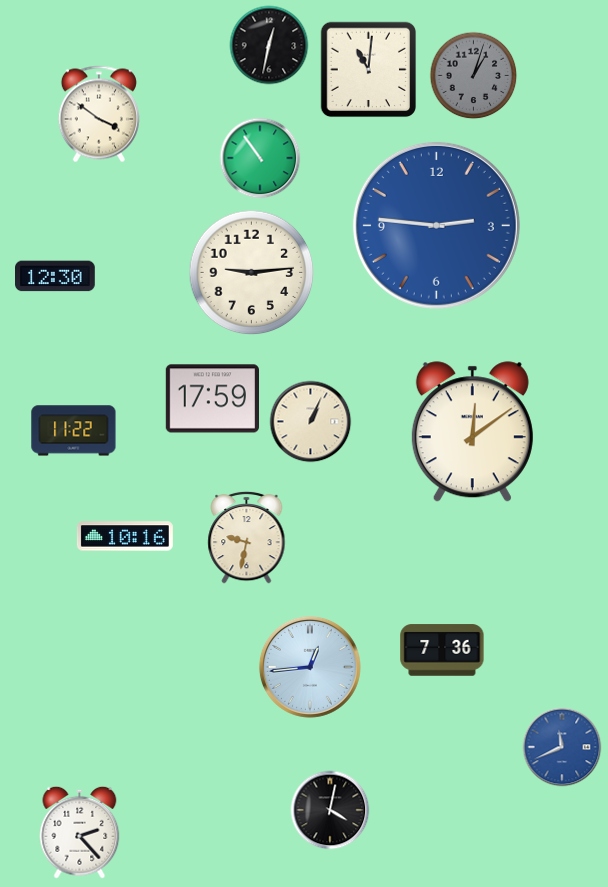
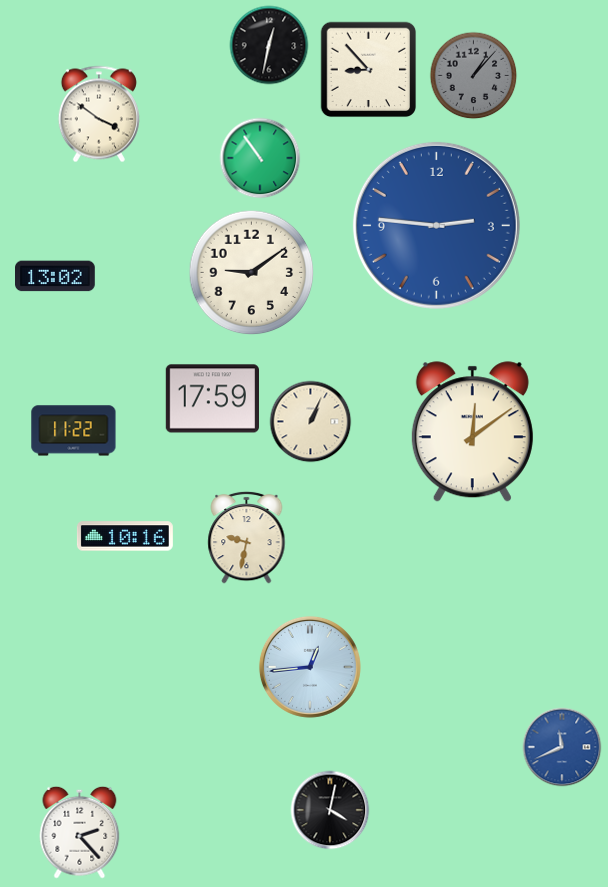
clock at (369, 70): 11:01 -> 8:53
clock at (474, 76): 1:03 -> 1:07
clock at (252, 273): 9:14 -> 9:09
clock at (56, 276): 12:30 -> 13:02
clock at (442, 650): 7:36 -> none
